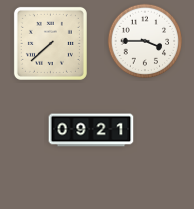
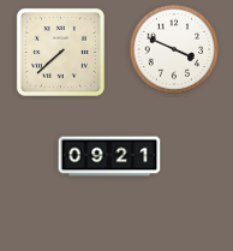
clock at (145, 41): 3:45 -> 3:49
